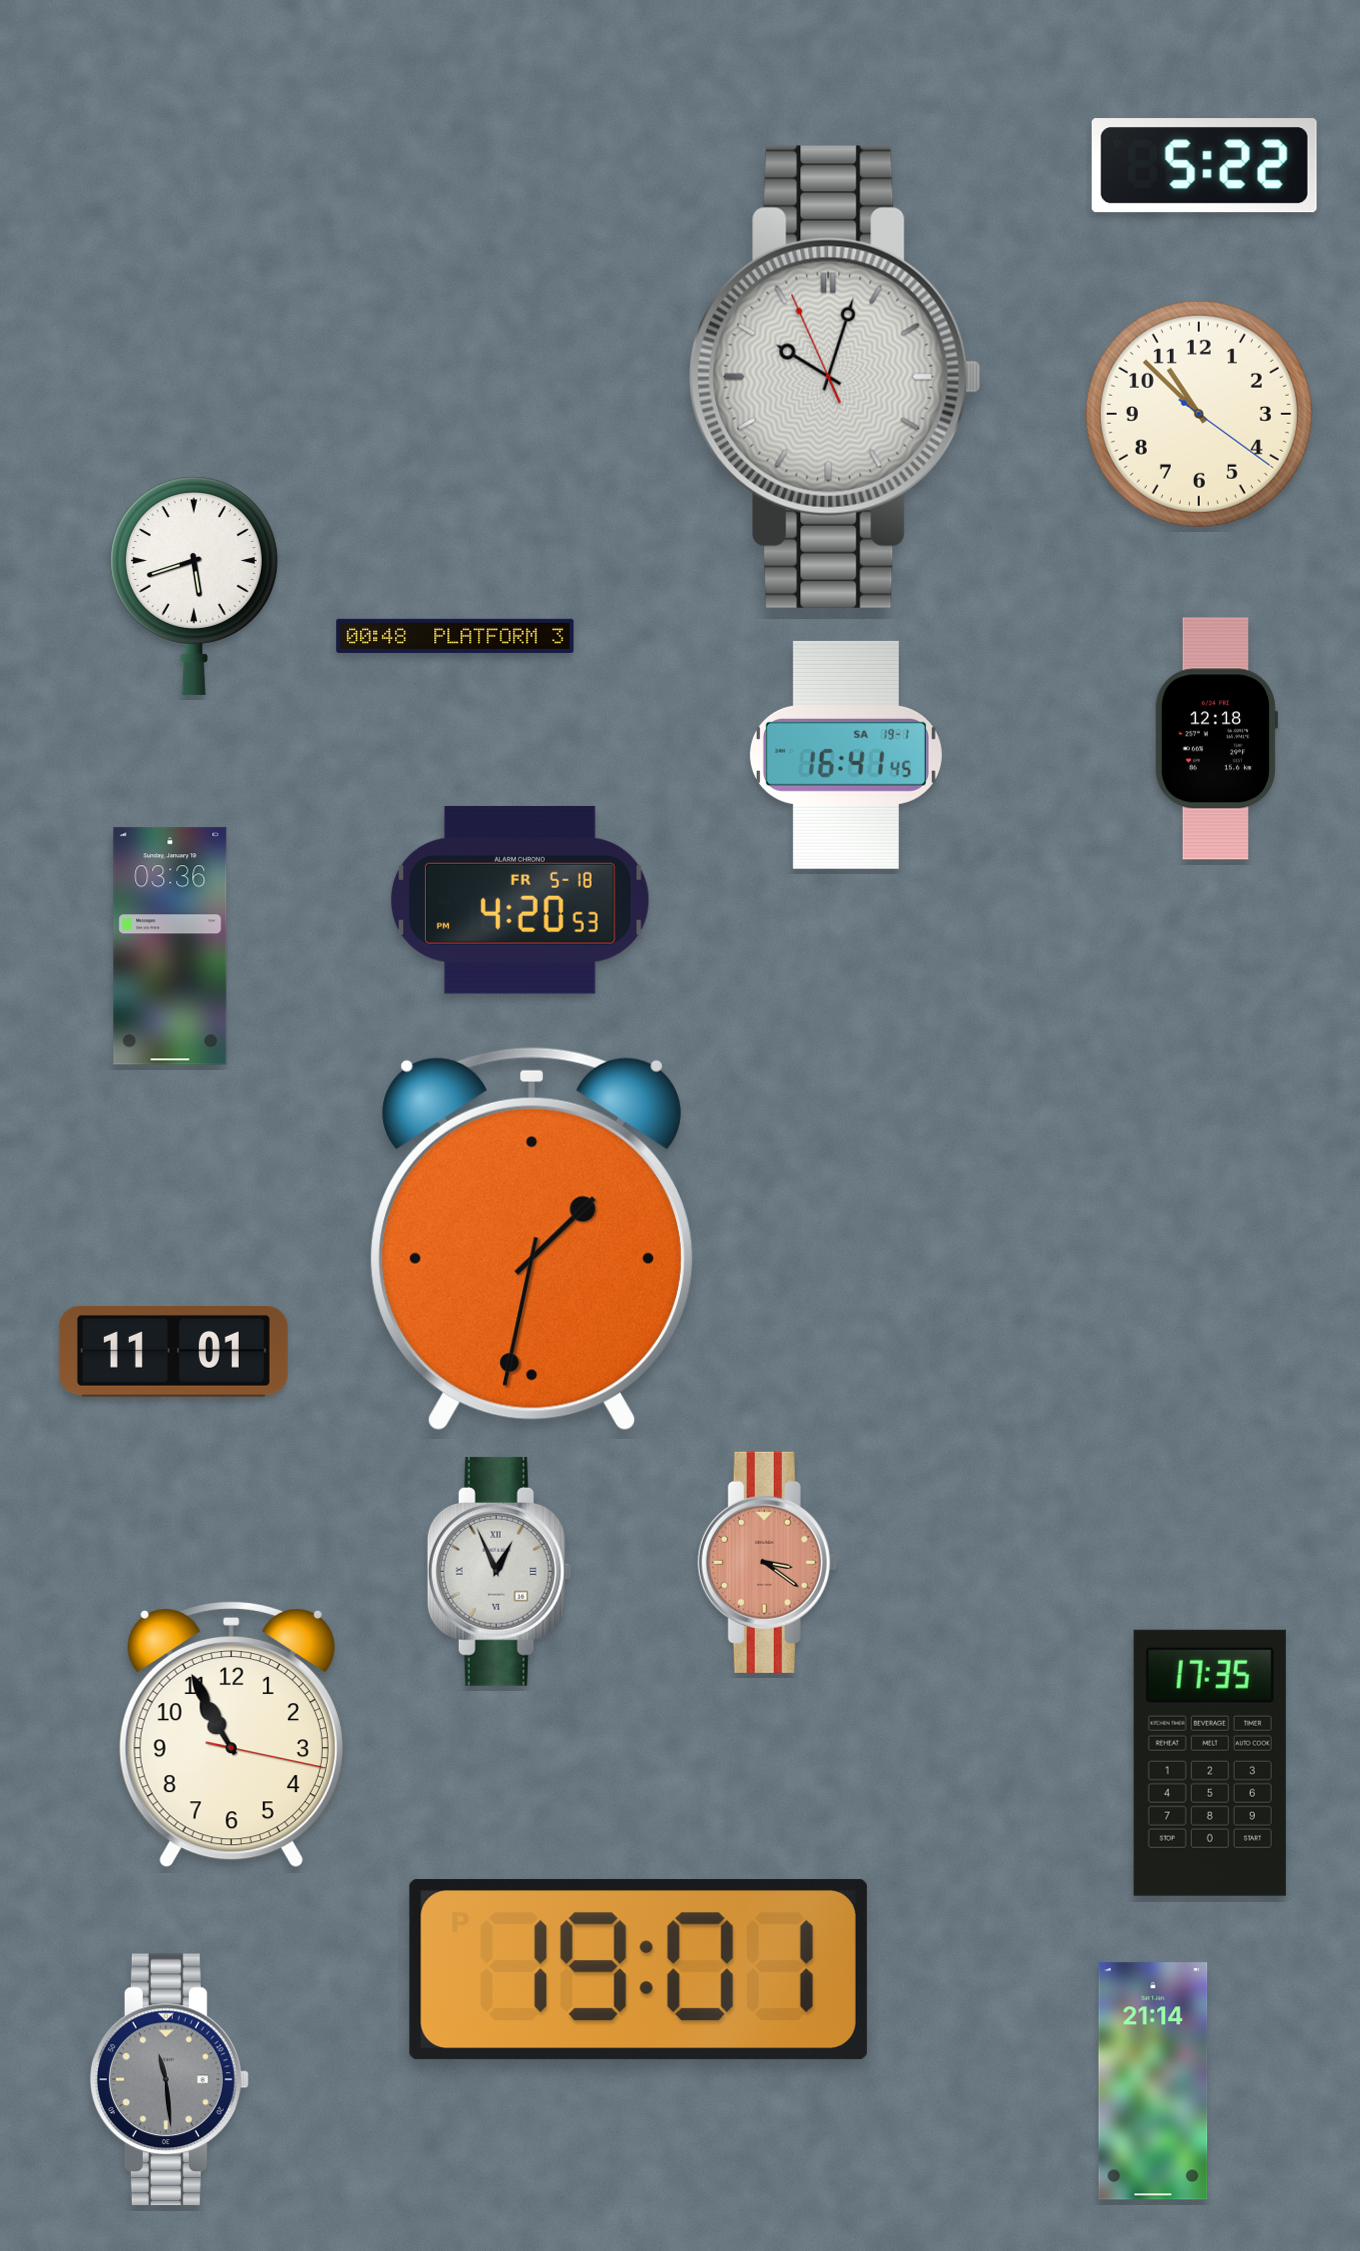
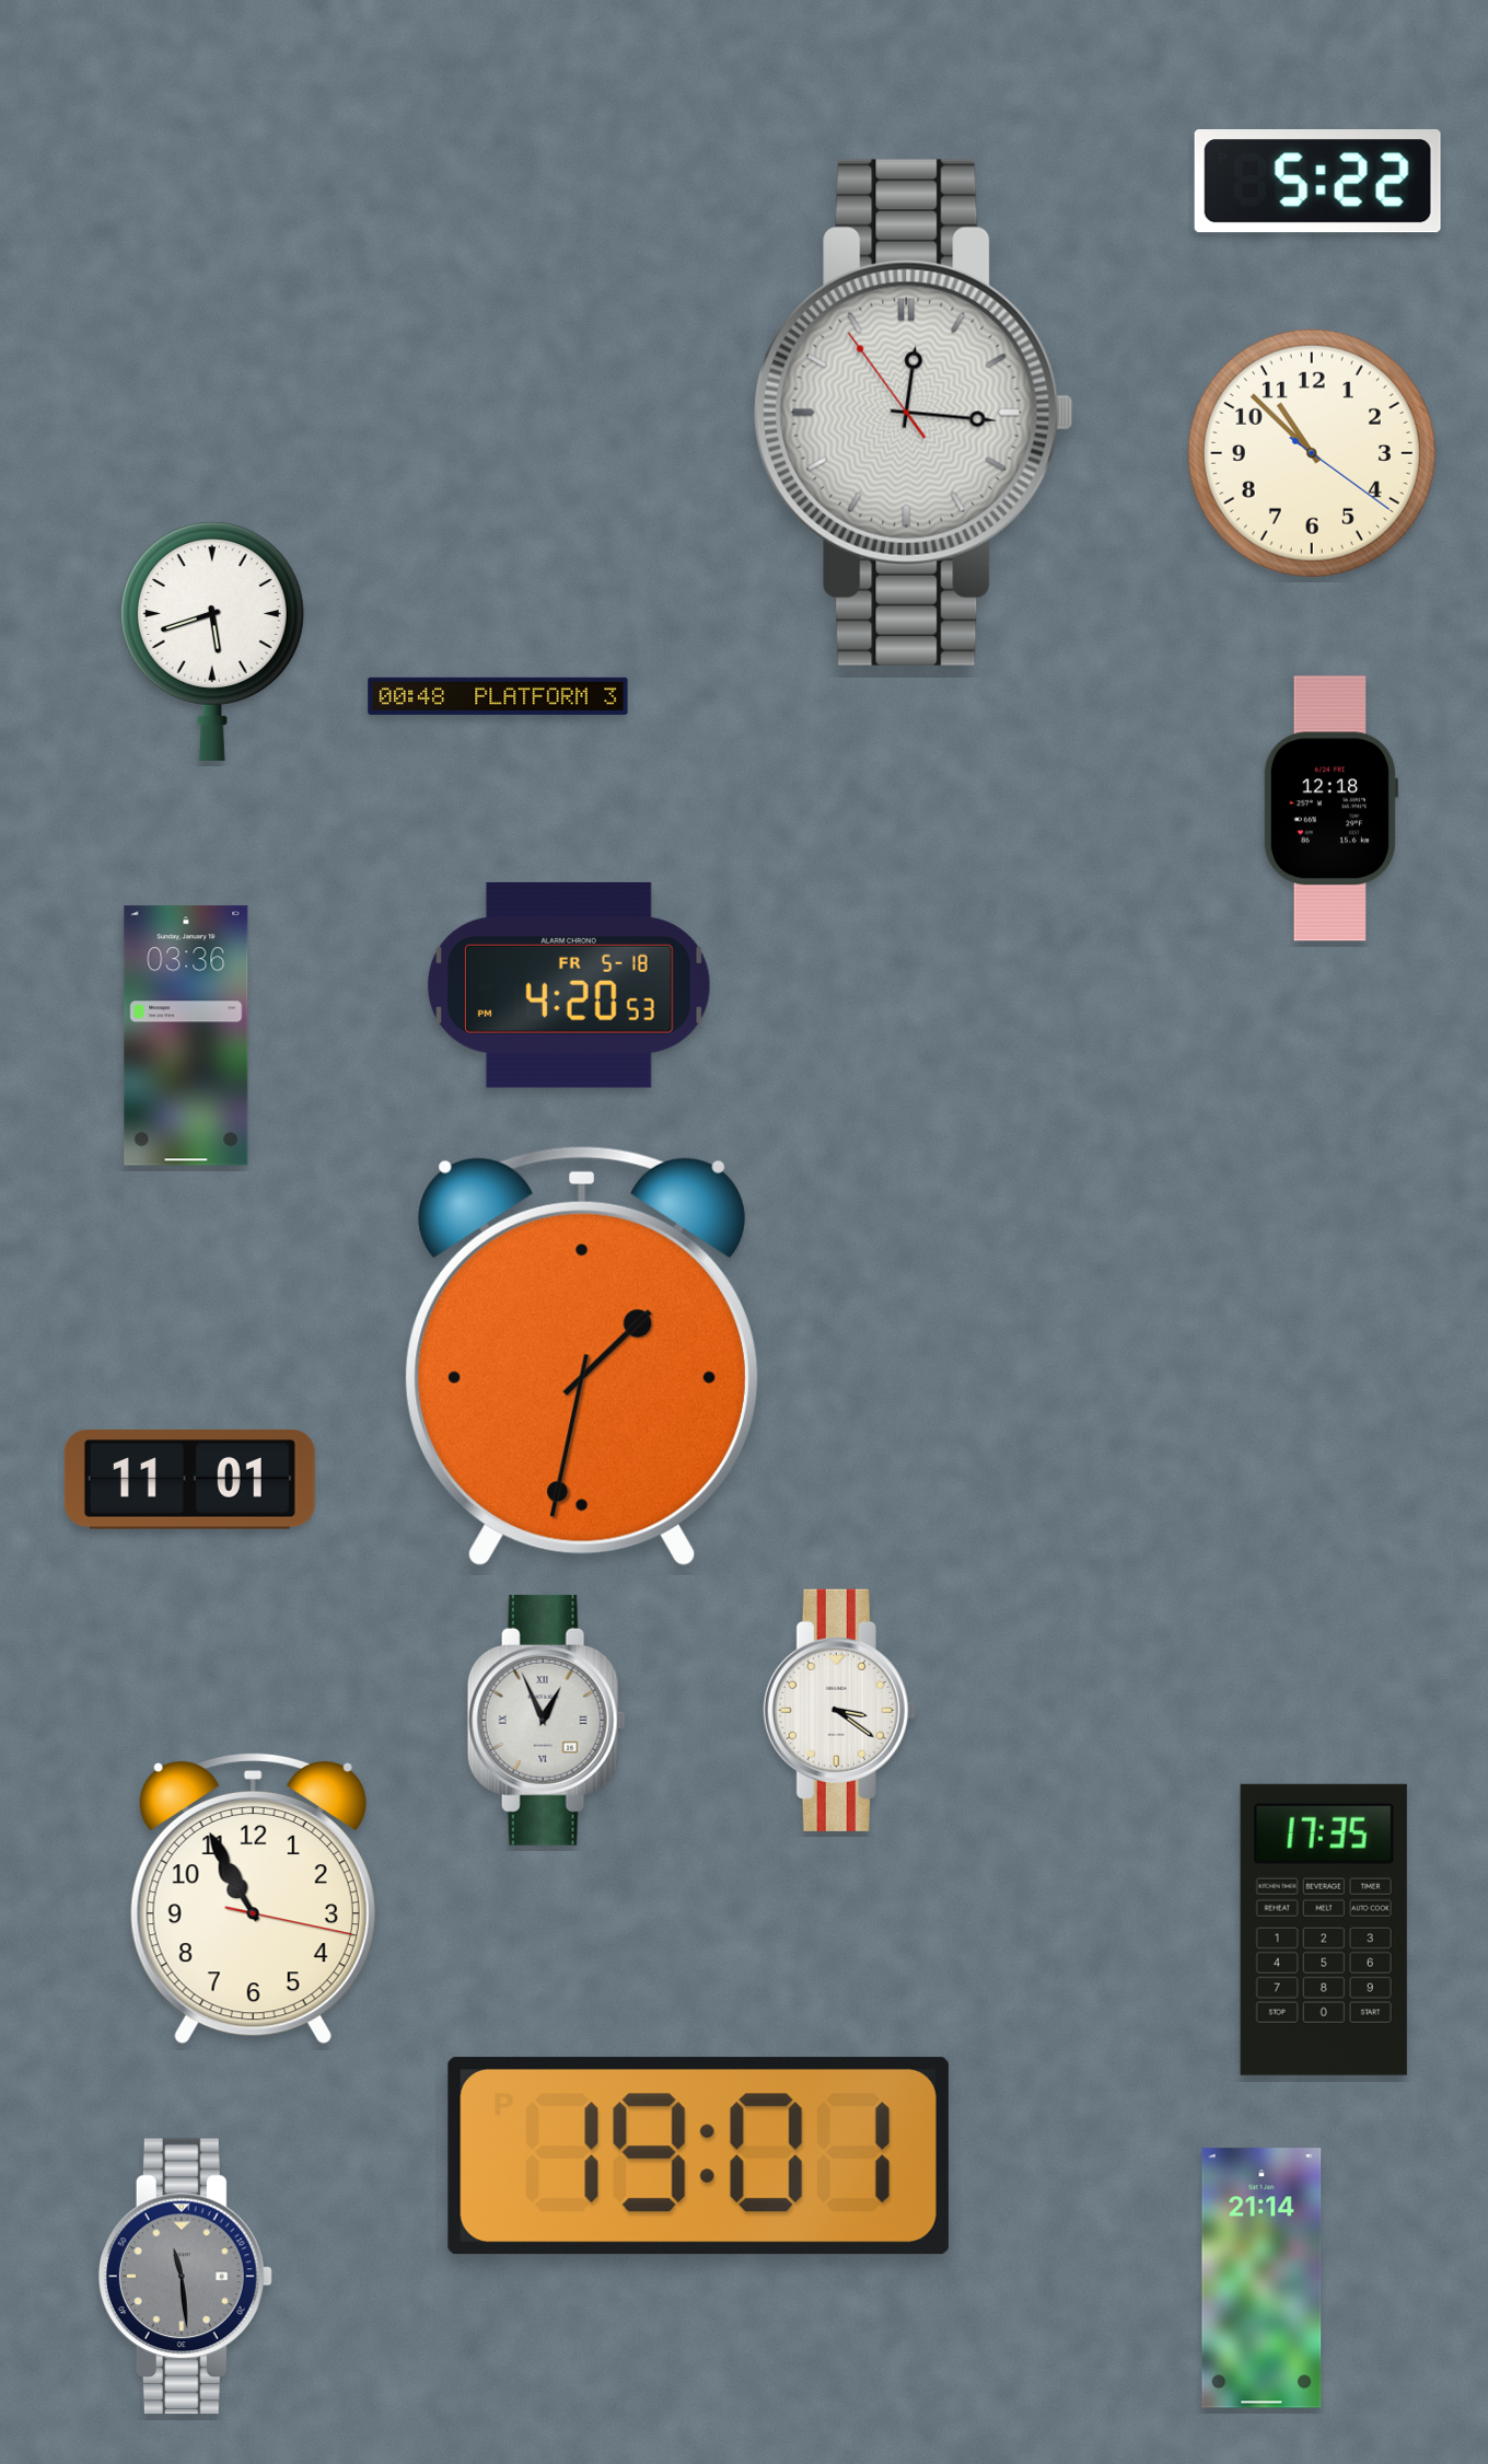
clock at (835, 377): 10:02 -> 12:15
clock at (846, 755): 16:41 -> none
clock at (768, 1562) dial: salmon -> white
